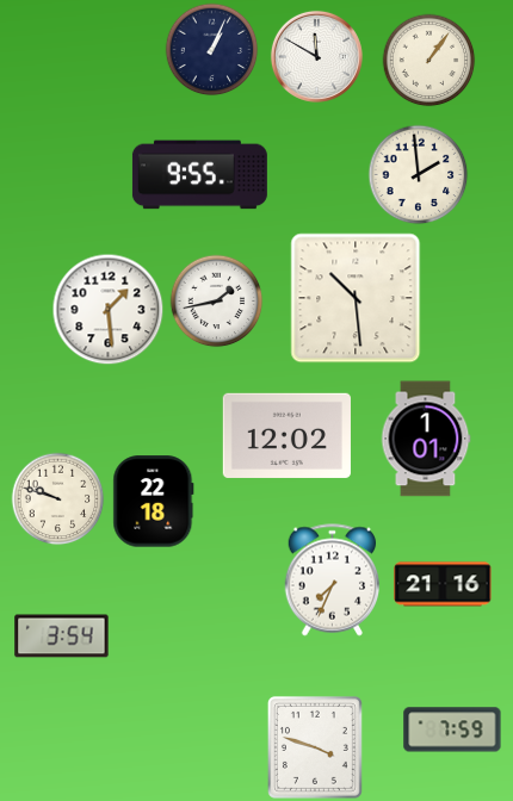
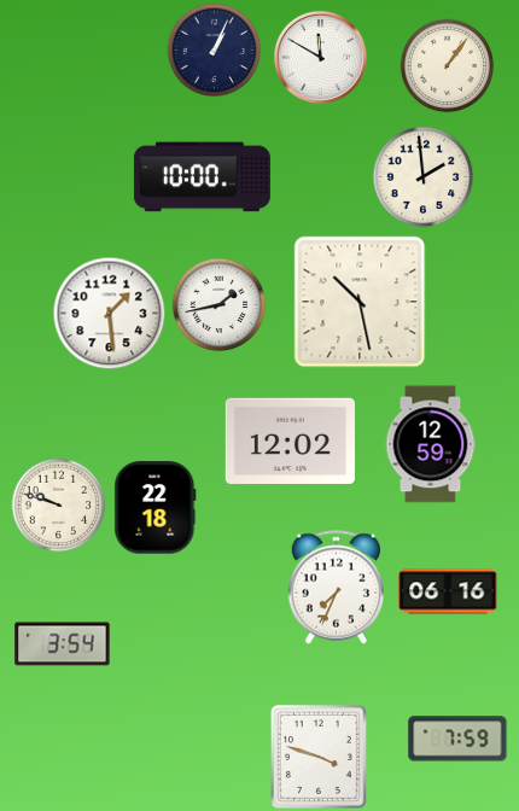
clock at (428, 60) position: (428, 60) -> (447, 65)
clock at (199, 175): 9:55 -> 10:00
clock at (356, 298): 10:29 -> 10:28
clock at (426, 439): 1:01 -> 12:59
clock at (443, 584): 21:16 -> 06:16
